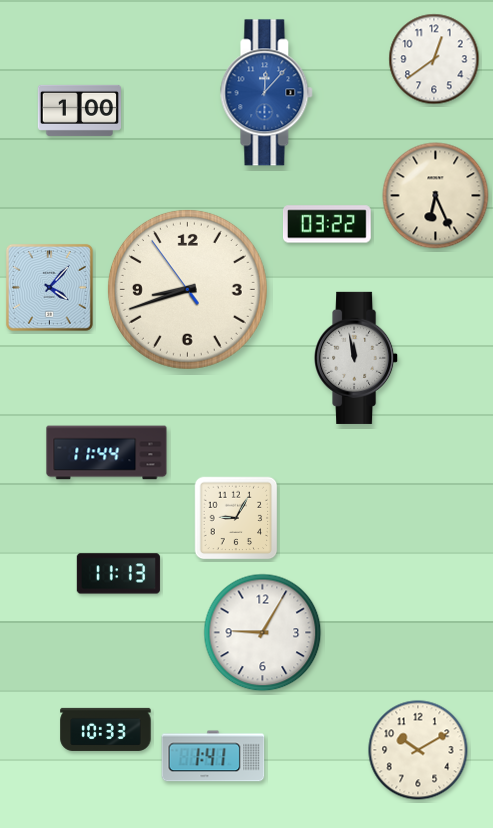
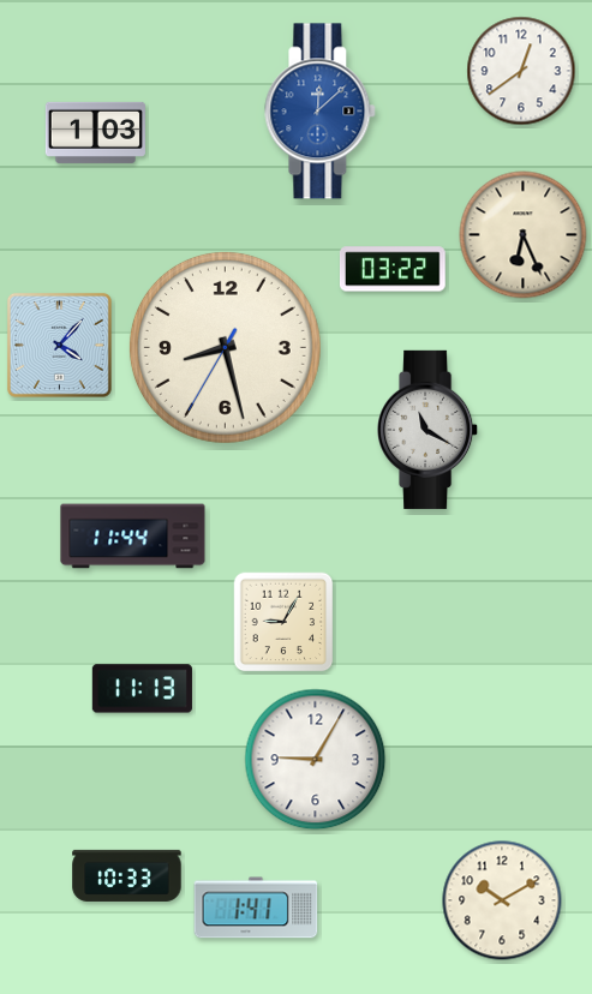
clock at (267, 93): 12:07 -> 12:08
clock at (79, 110): 1:00 -> 1:03
clock at (187, 289): 8:41 -> 8:27
clock at (357, 358): 11:58 -> 11:20
clock at (107, 453) position: (107, 453) -> (133, 537)
